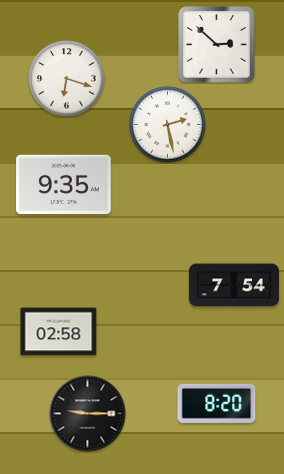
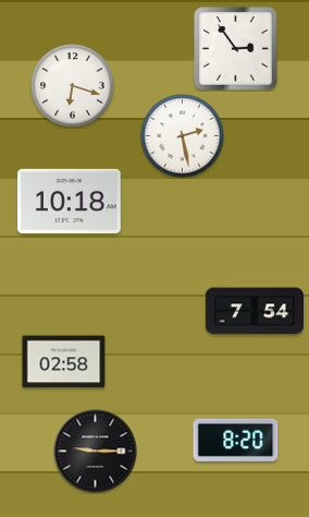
clock at (217, 45): 2:52 -> 2:54
clock at (64, 184): 9:35 -> 10:18
